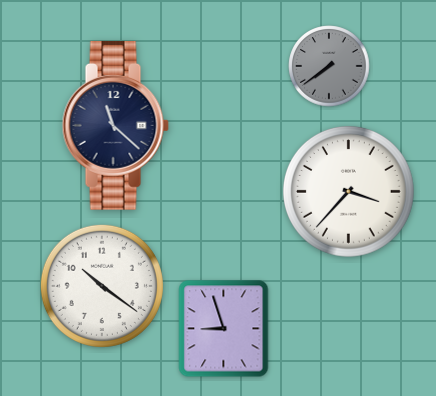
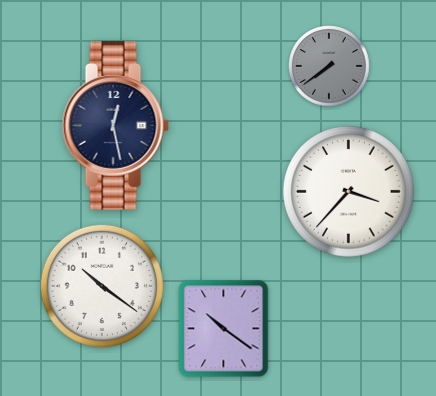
clock at (115, 125): 11:22 -> 12:28
clock at (224, 329): 8:57 -> 10:21
